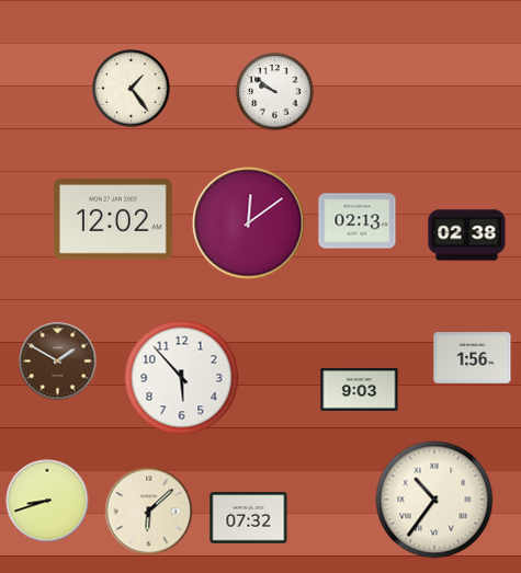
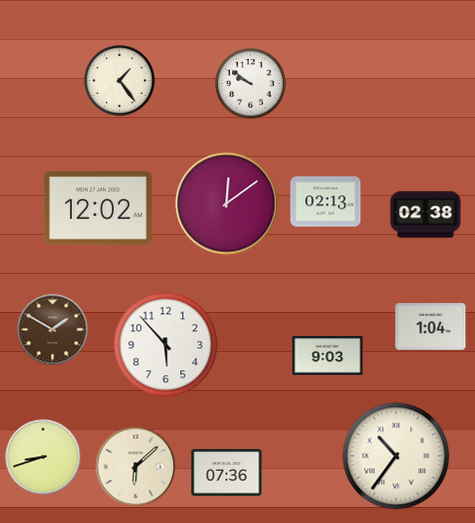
clock at (113, 219) position: (113, 219) -> (98, 208)
clock at (473, 358): 1:56 -> 1:04
clock at (249, 518): 07:32 -> 07:36
